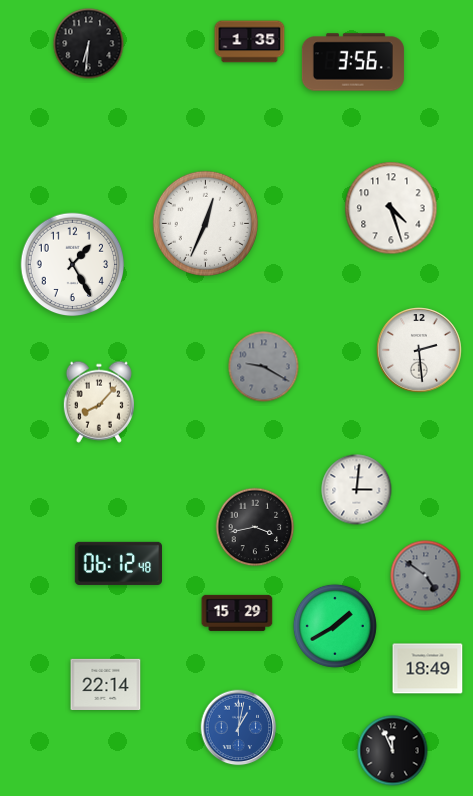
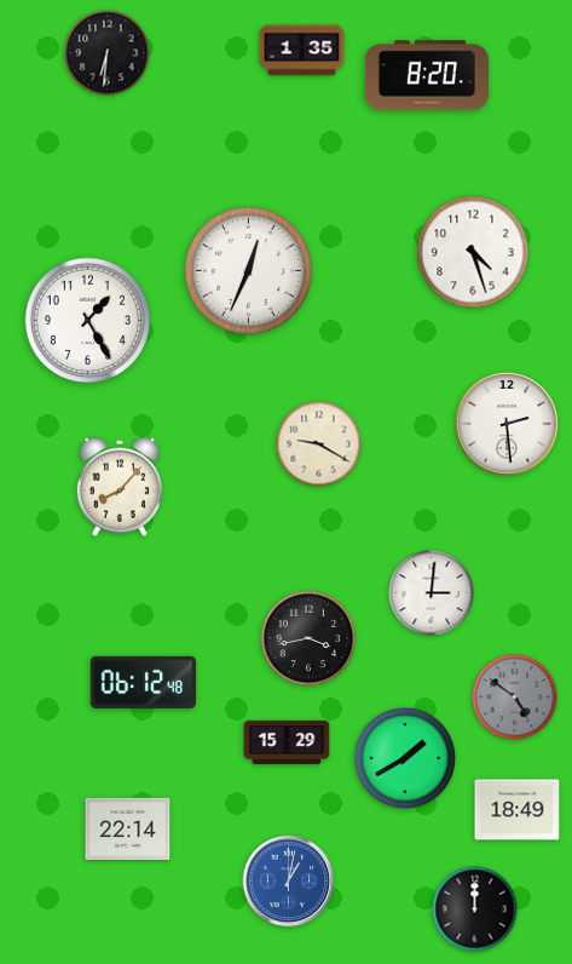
clock at (353, 62): 3:56 -> 8:20
clock at (264, 367) dial: grey -> cream
clock at (393, 751): 11:56 -> 12:00
